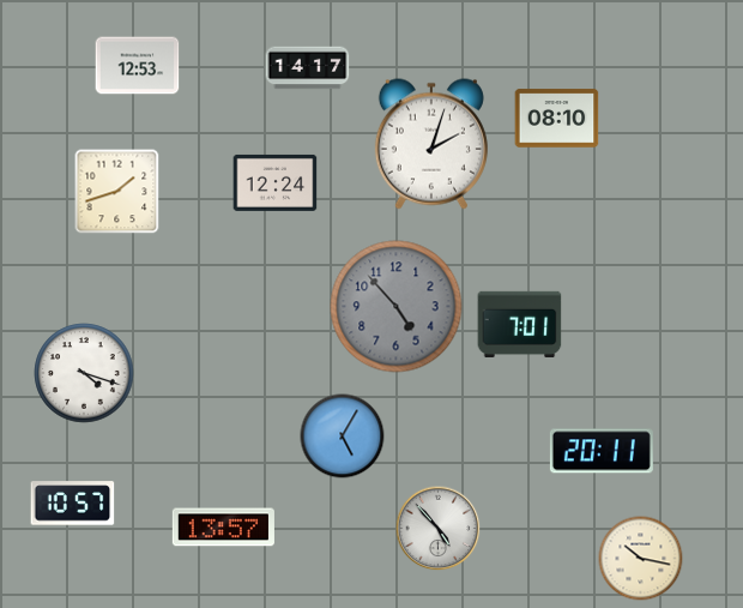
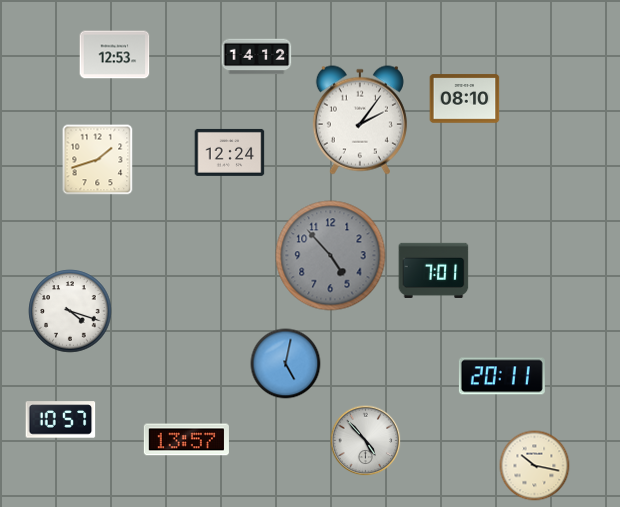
clock at (308, 68): 14:17 -> 14:12
clock at (431, 144): 2:03 -> 2:06
clock at (343, 437): 5:05 -> 5:02
